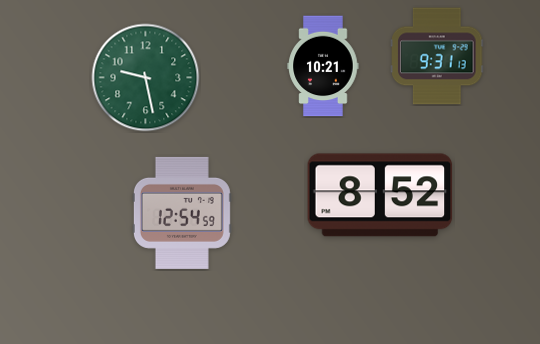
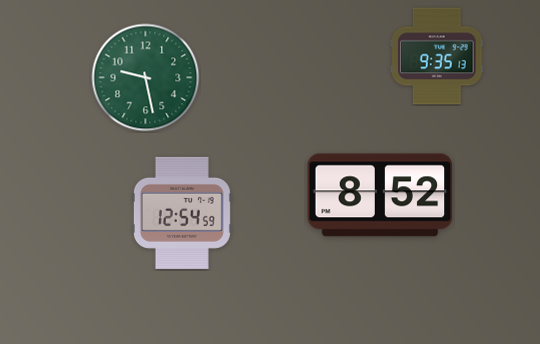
clock at (437, 56): 9:31 -> 9:35
clock at (323, 66): 10:21 -> none
